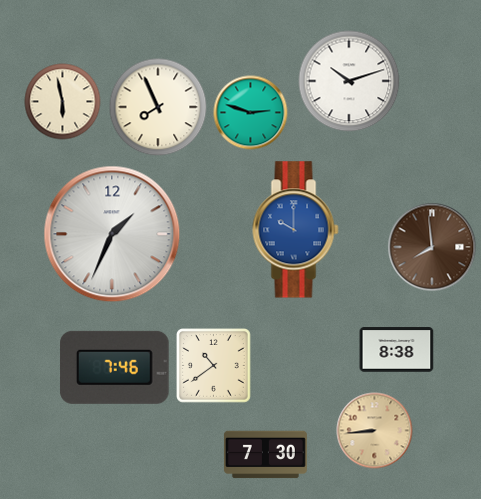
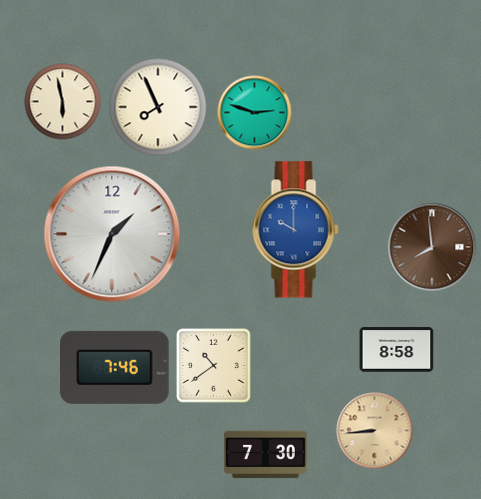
clock at (349, 81): 10:12 -> none
clock at (251, 113) position: (251, 113) -> (255, 113)
clock at (397, 350): 8:38 -> 8:58
